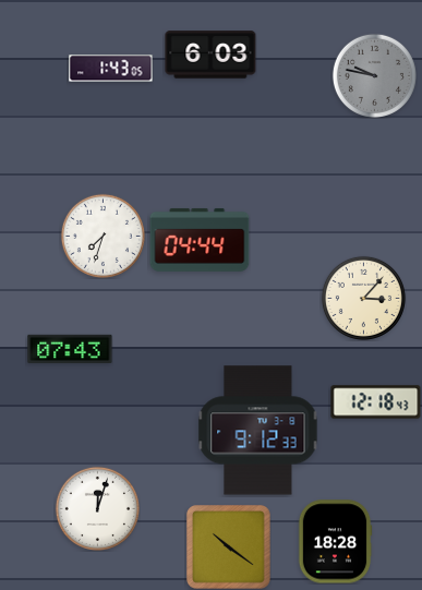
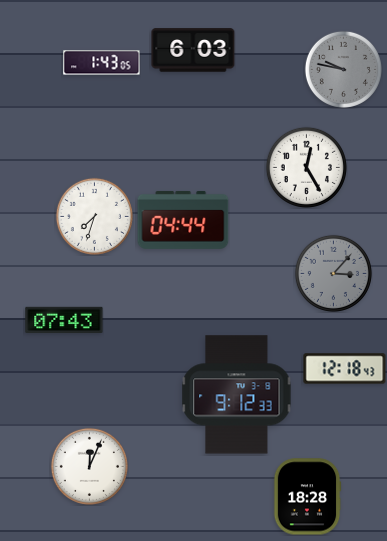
clock at (306, 167): none -> 12:25
clock at (363, 298) dial: cream -> grey
clock at (97, 508): 12:03 -> 12:04
clock at (229, 547): 10:21 -> none
